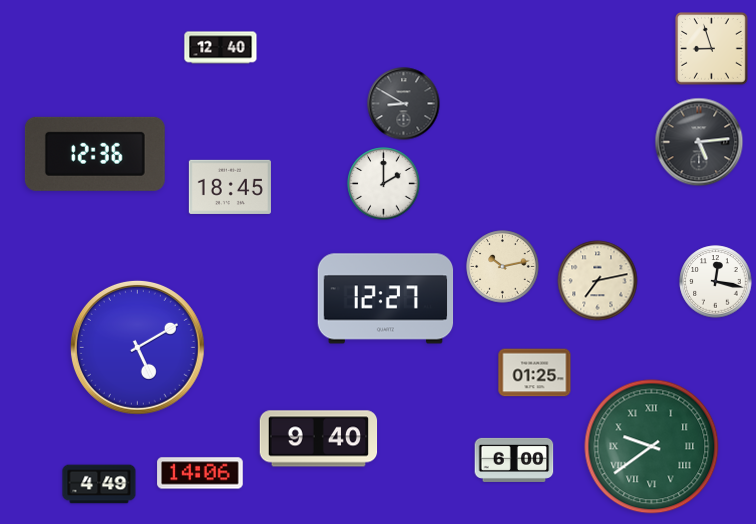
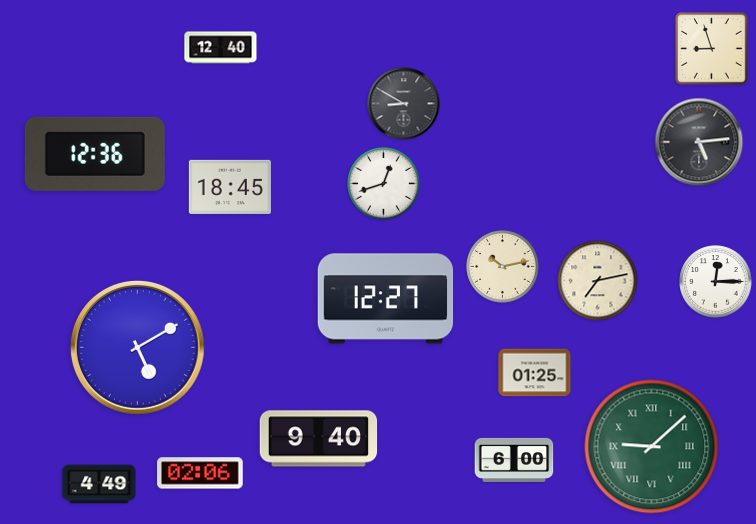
clock at (384, 184): 2:00 -> 12:42
clock at (716, 282): 12:17 -> 12:15
clock at (652, 447): 9:39 -> 9:08
clock at (200, 473): 14:06 -> 02:06
